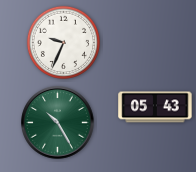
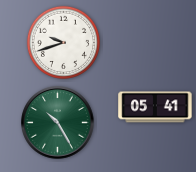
clock at (63, 42): 9:34 -> 9:42
clock at (155, 107): 05:43 -> 05:41
